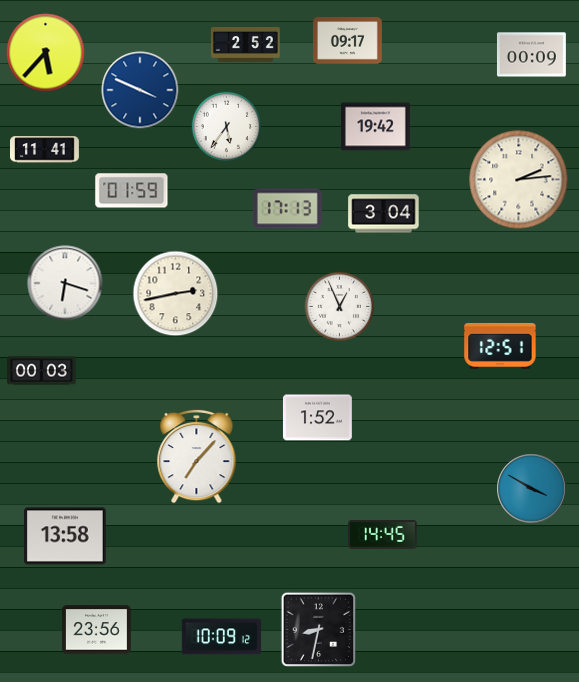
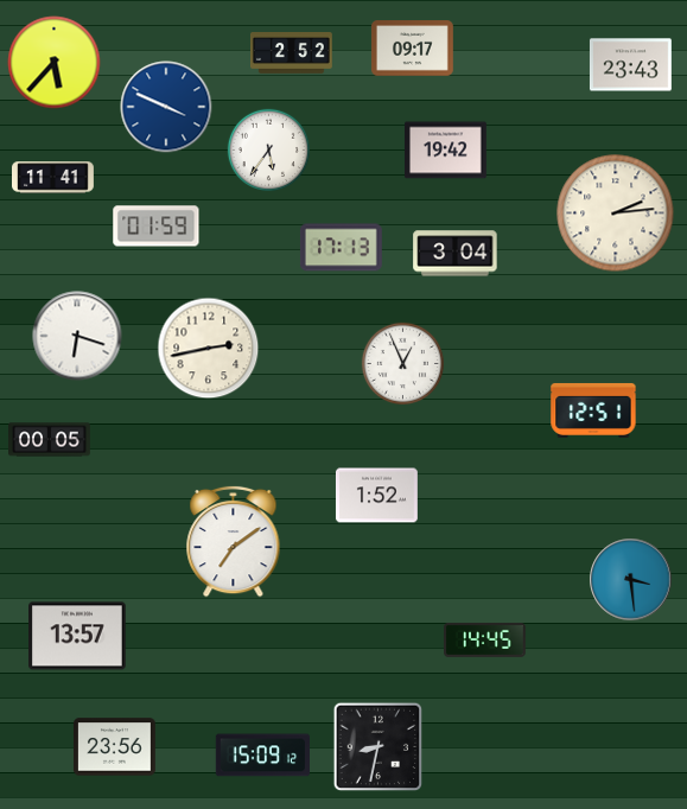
clock at (531, 55): 00:09 -> 23:43
clock at (42, 371): 00:03 -> 00:05
clock at (197, 456): 7:07 -> 7:09
clock at (532, 489): 3:50 -> 3:29
clock at (383, 534) position: (383, 534) -> (485, 639)
clock at (66, 536): 13:58 -> 13:57
clock at (222, 637): 10:09 -> 15:09
